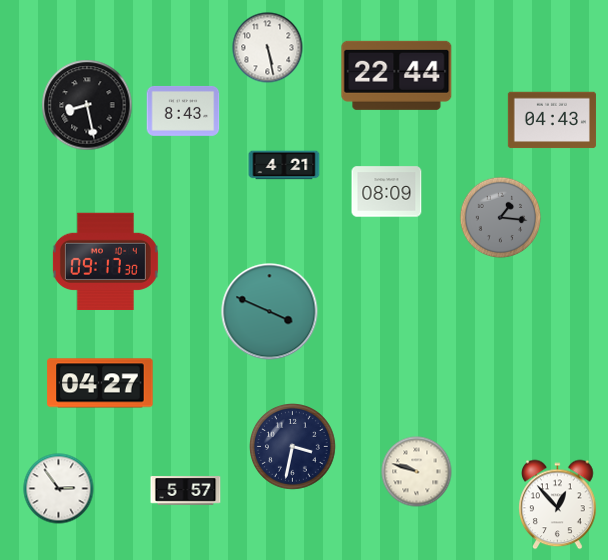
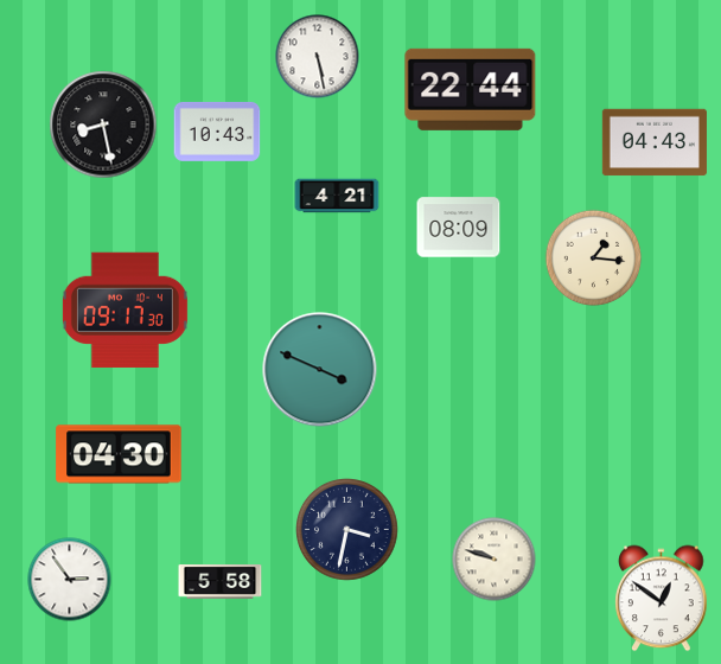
clock at (183, 111): 8:43 -> 10:43
clock at (501, 218) dial: grey -> cream
clock at (100, 383): 04:27 -> 04:30
clock at (186, 491): 5:57 -> 5:58
clock at (558, 505): 12:53 -> 12:51
